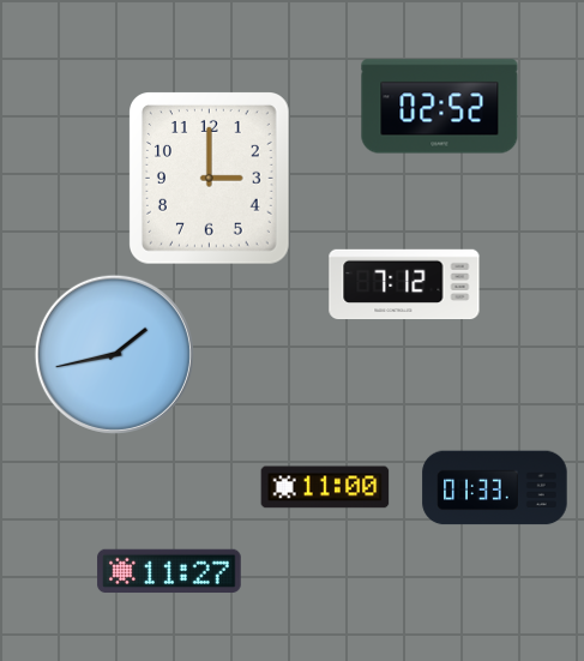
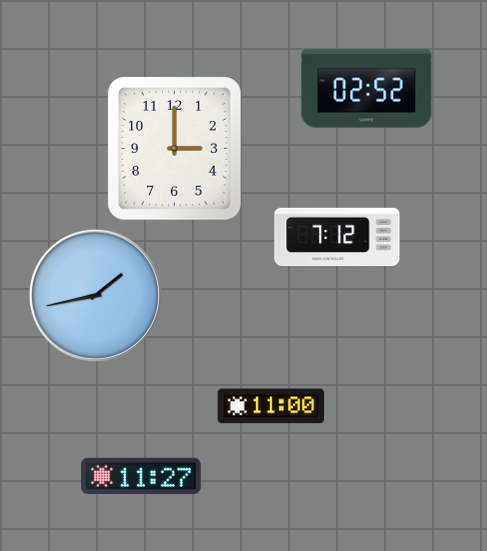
clock at (495, 488): 01:33 -> none
